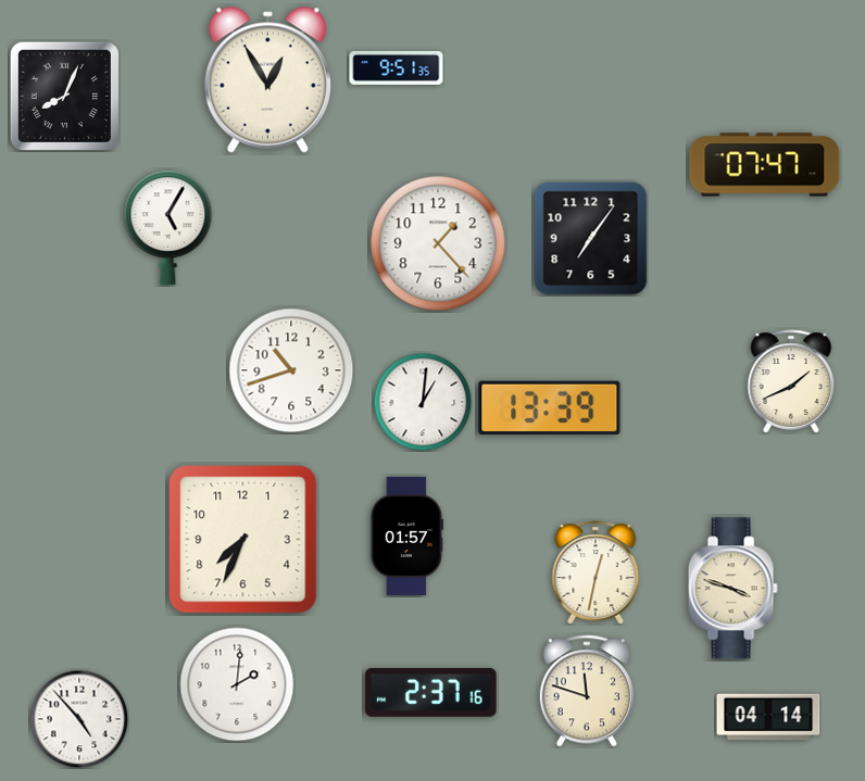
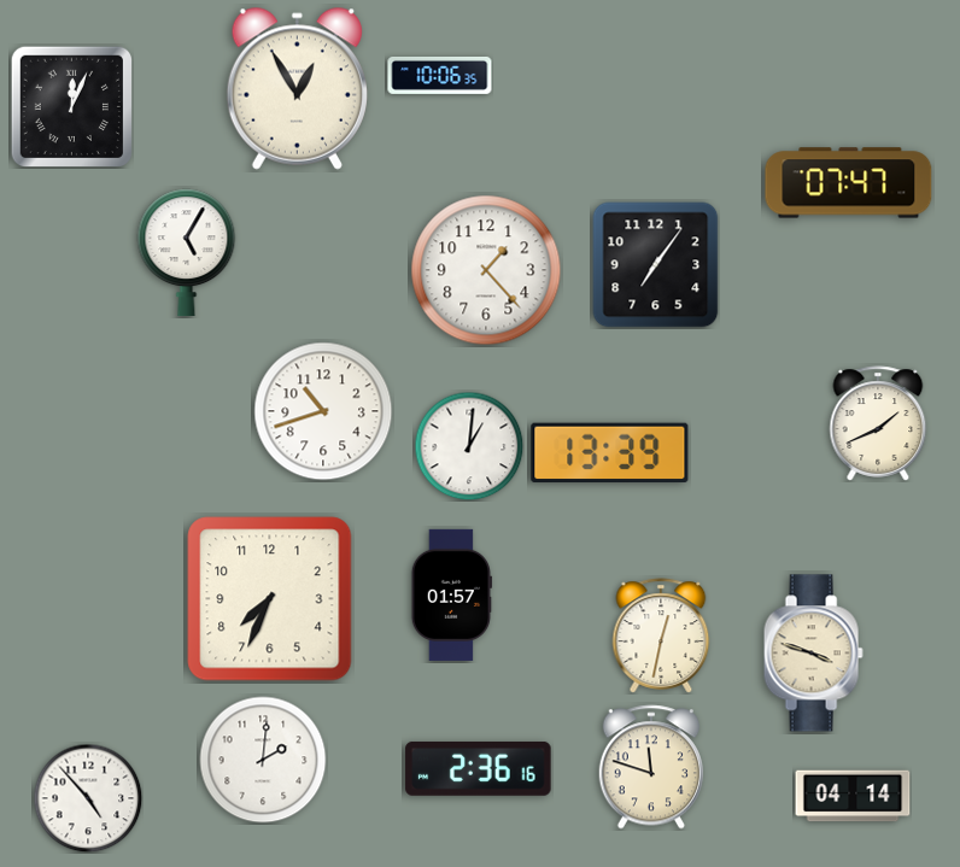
clock at (397, 67): 9:51 -> 10:06
clock at (64, 96): 8:04 -> 12:04
clock at (431, 692): 2:37 -> 2:36
